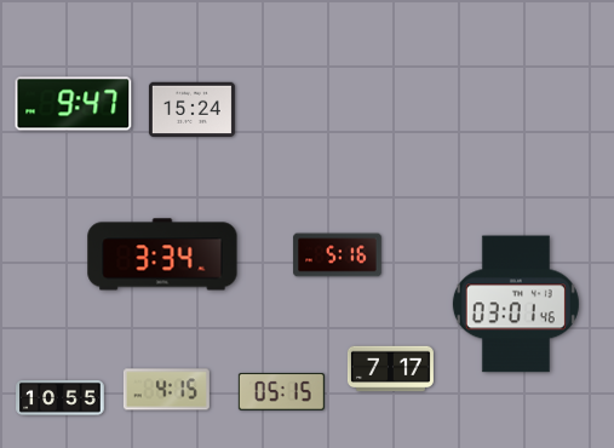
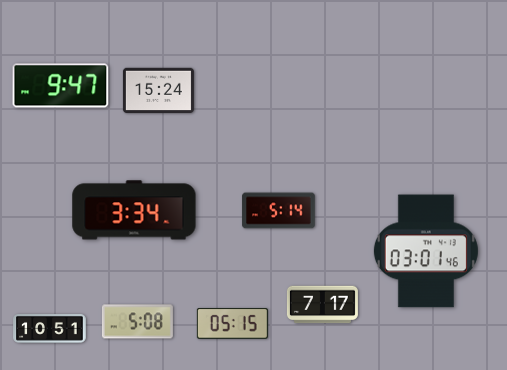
clock at (338, 255): 5:16 -> 5:14
clock at (166, 390): 4:15 -> 5:08
clock at (61, 398): 10:55 -> 10:51
